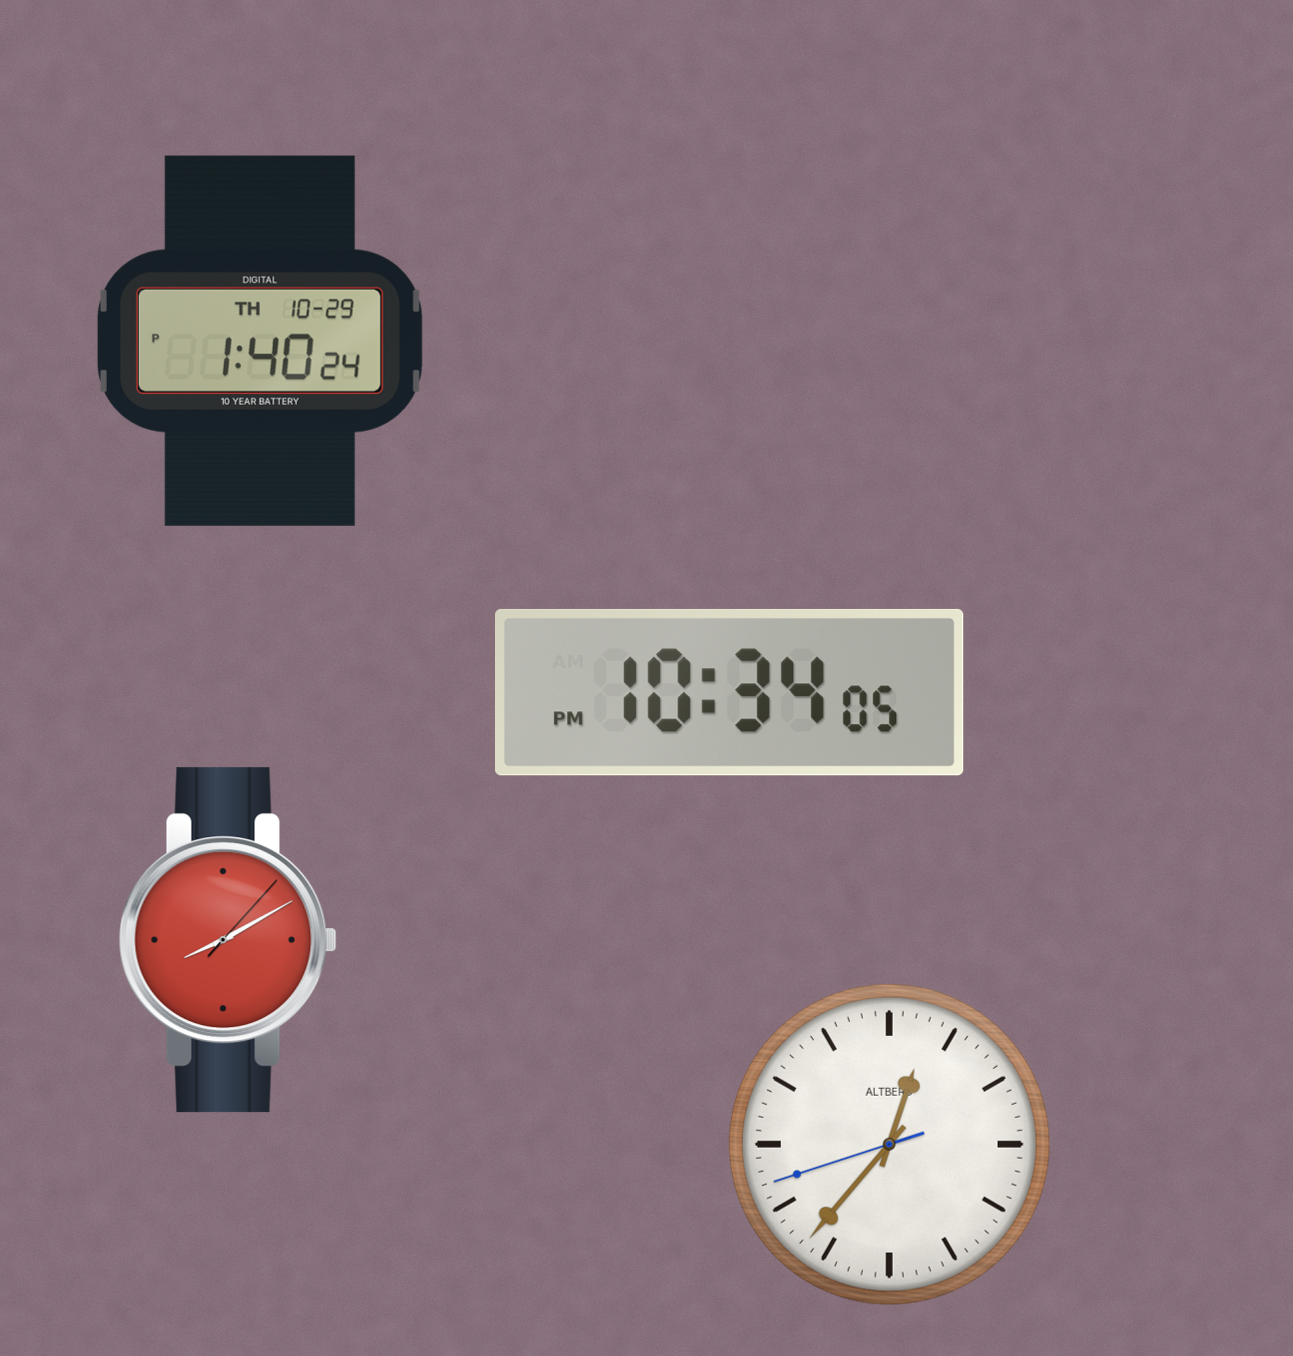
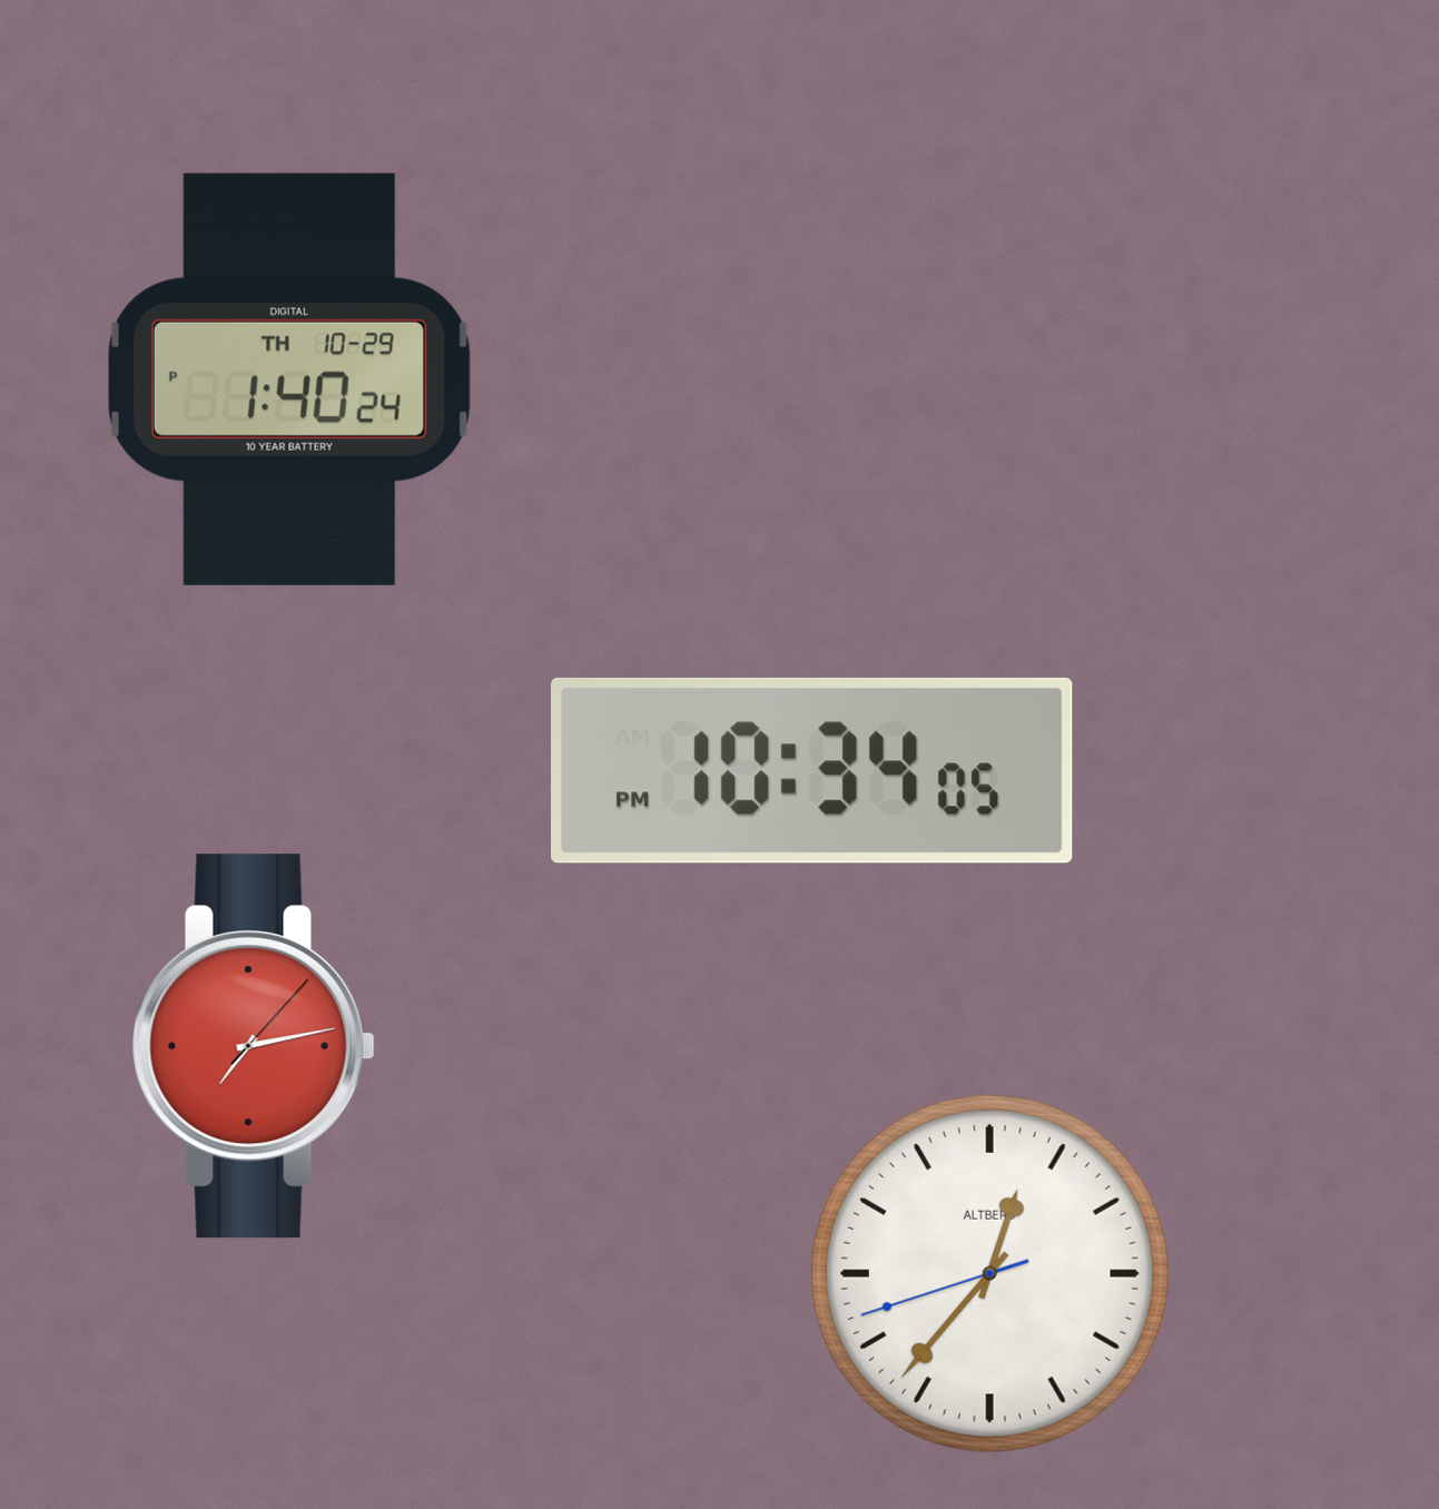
clock at (228, 940): 8:10 -> 7:13
